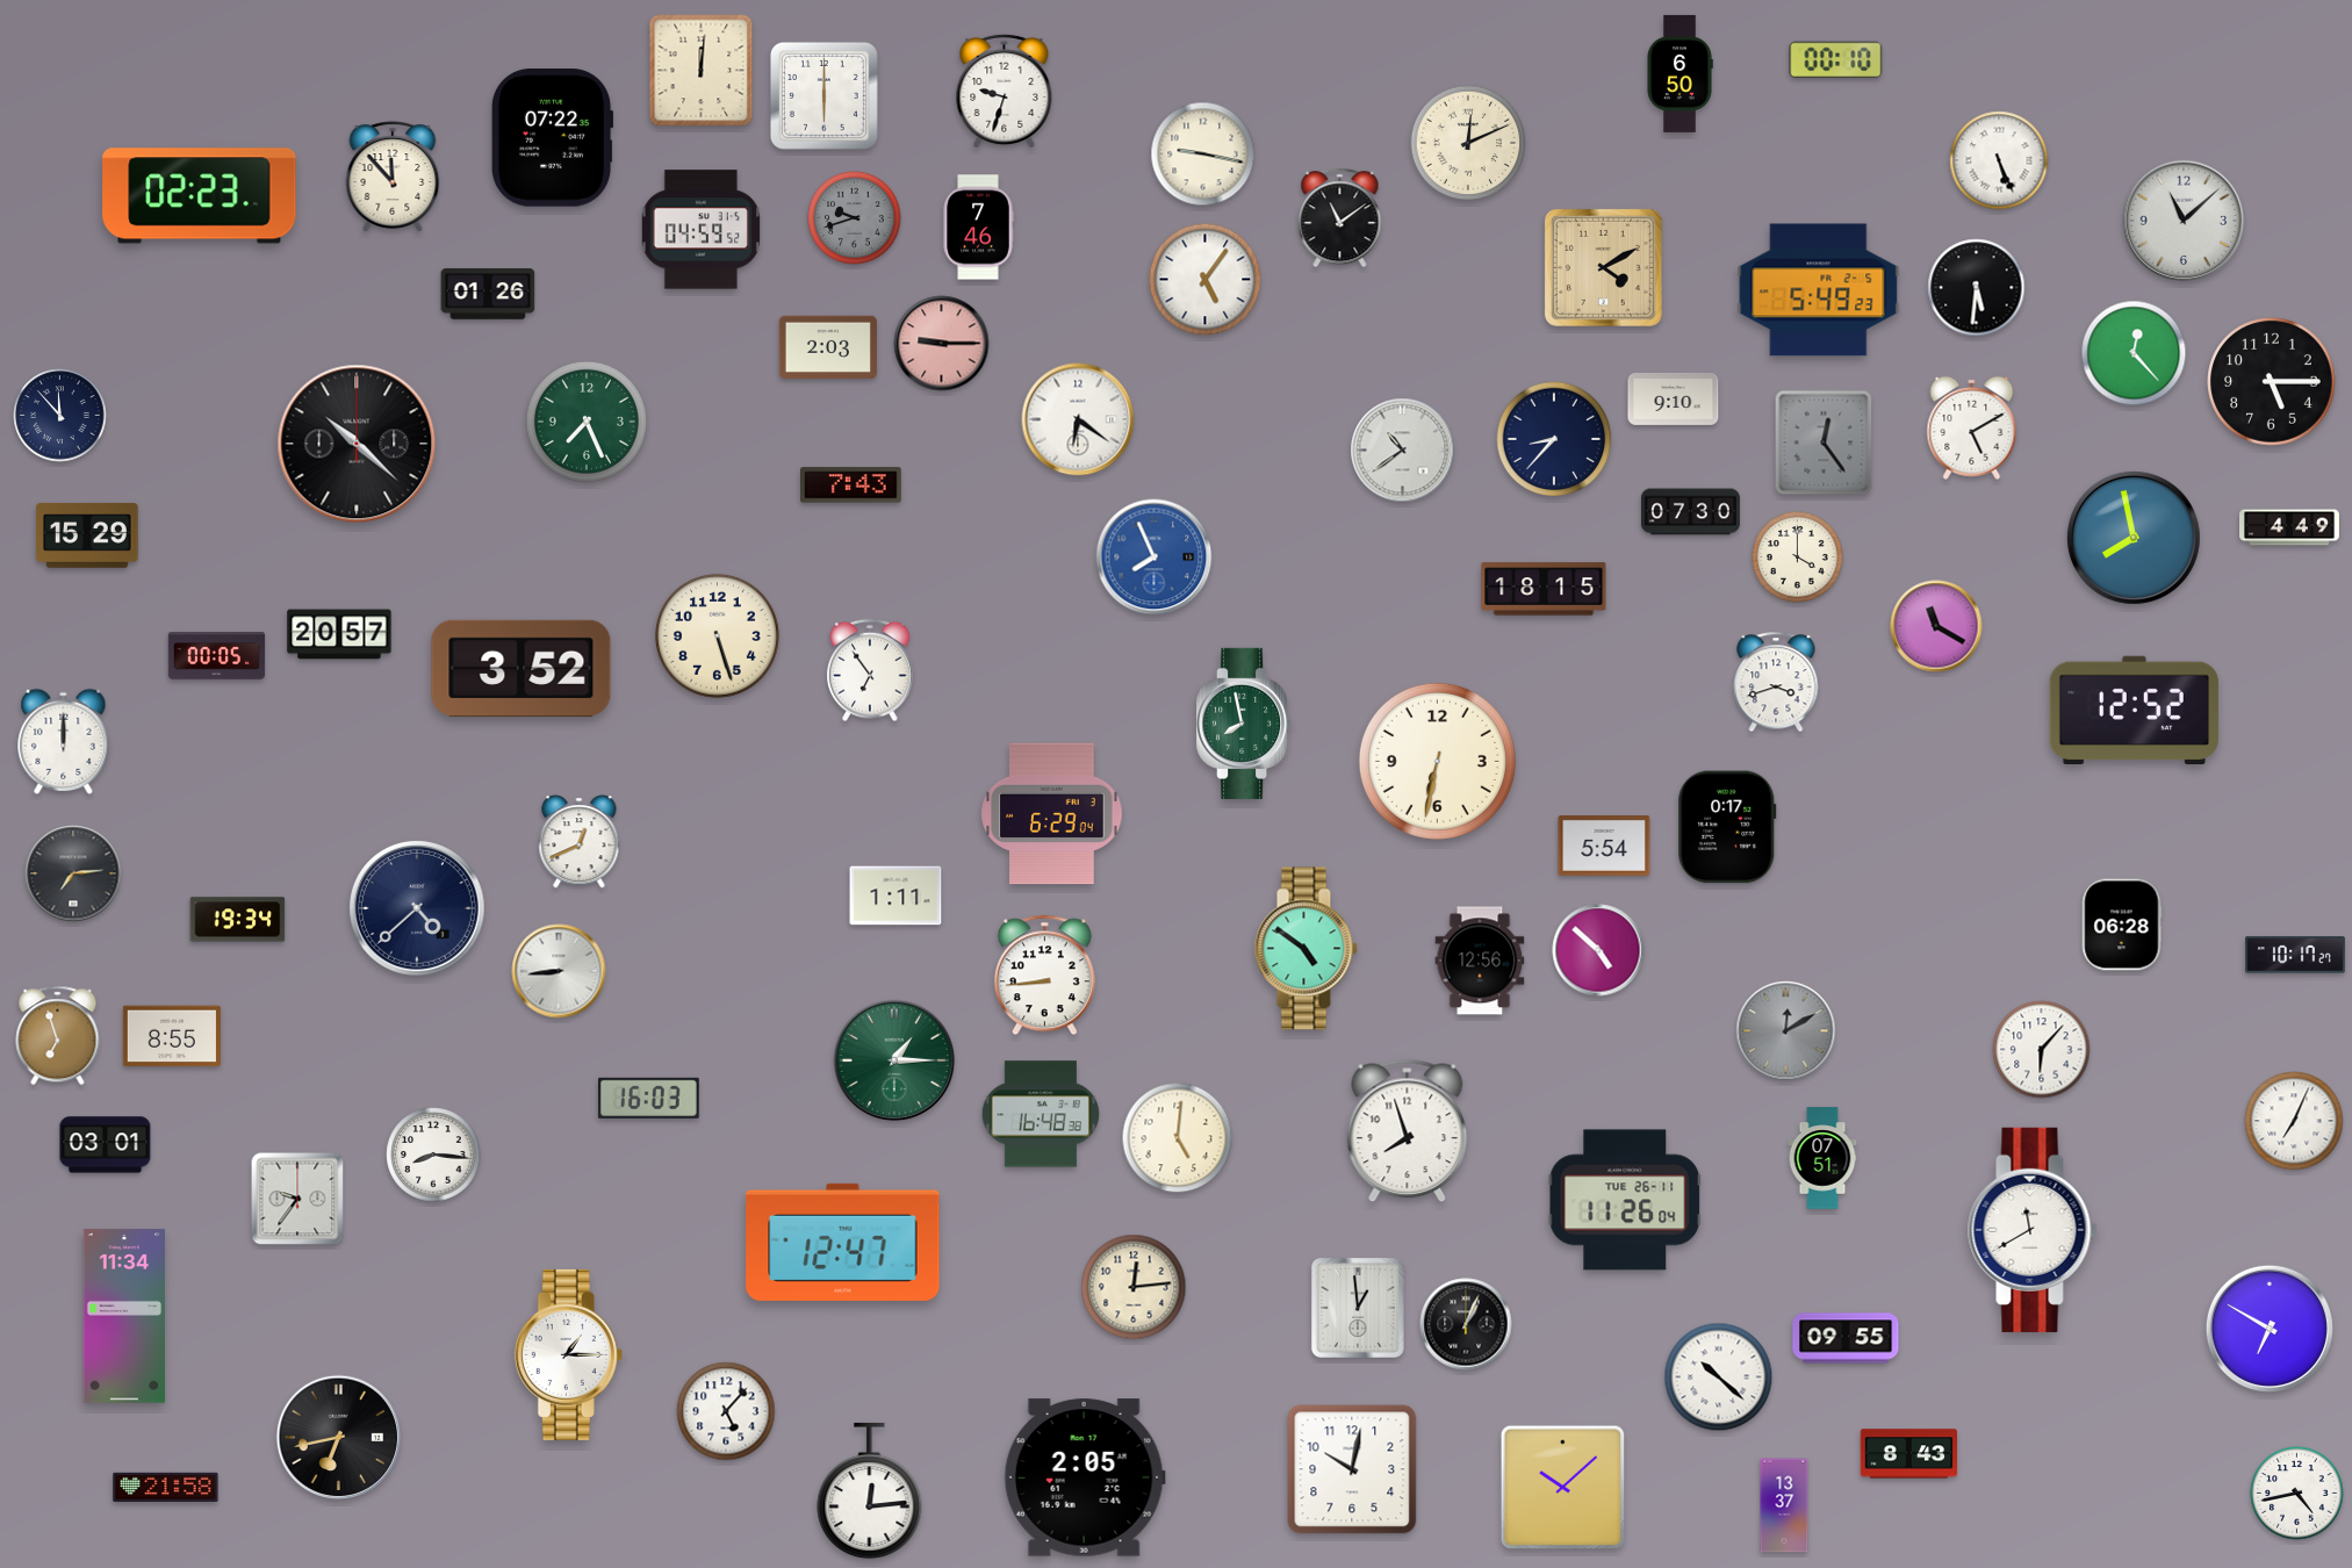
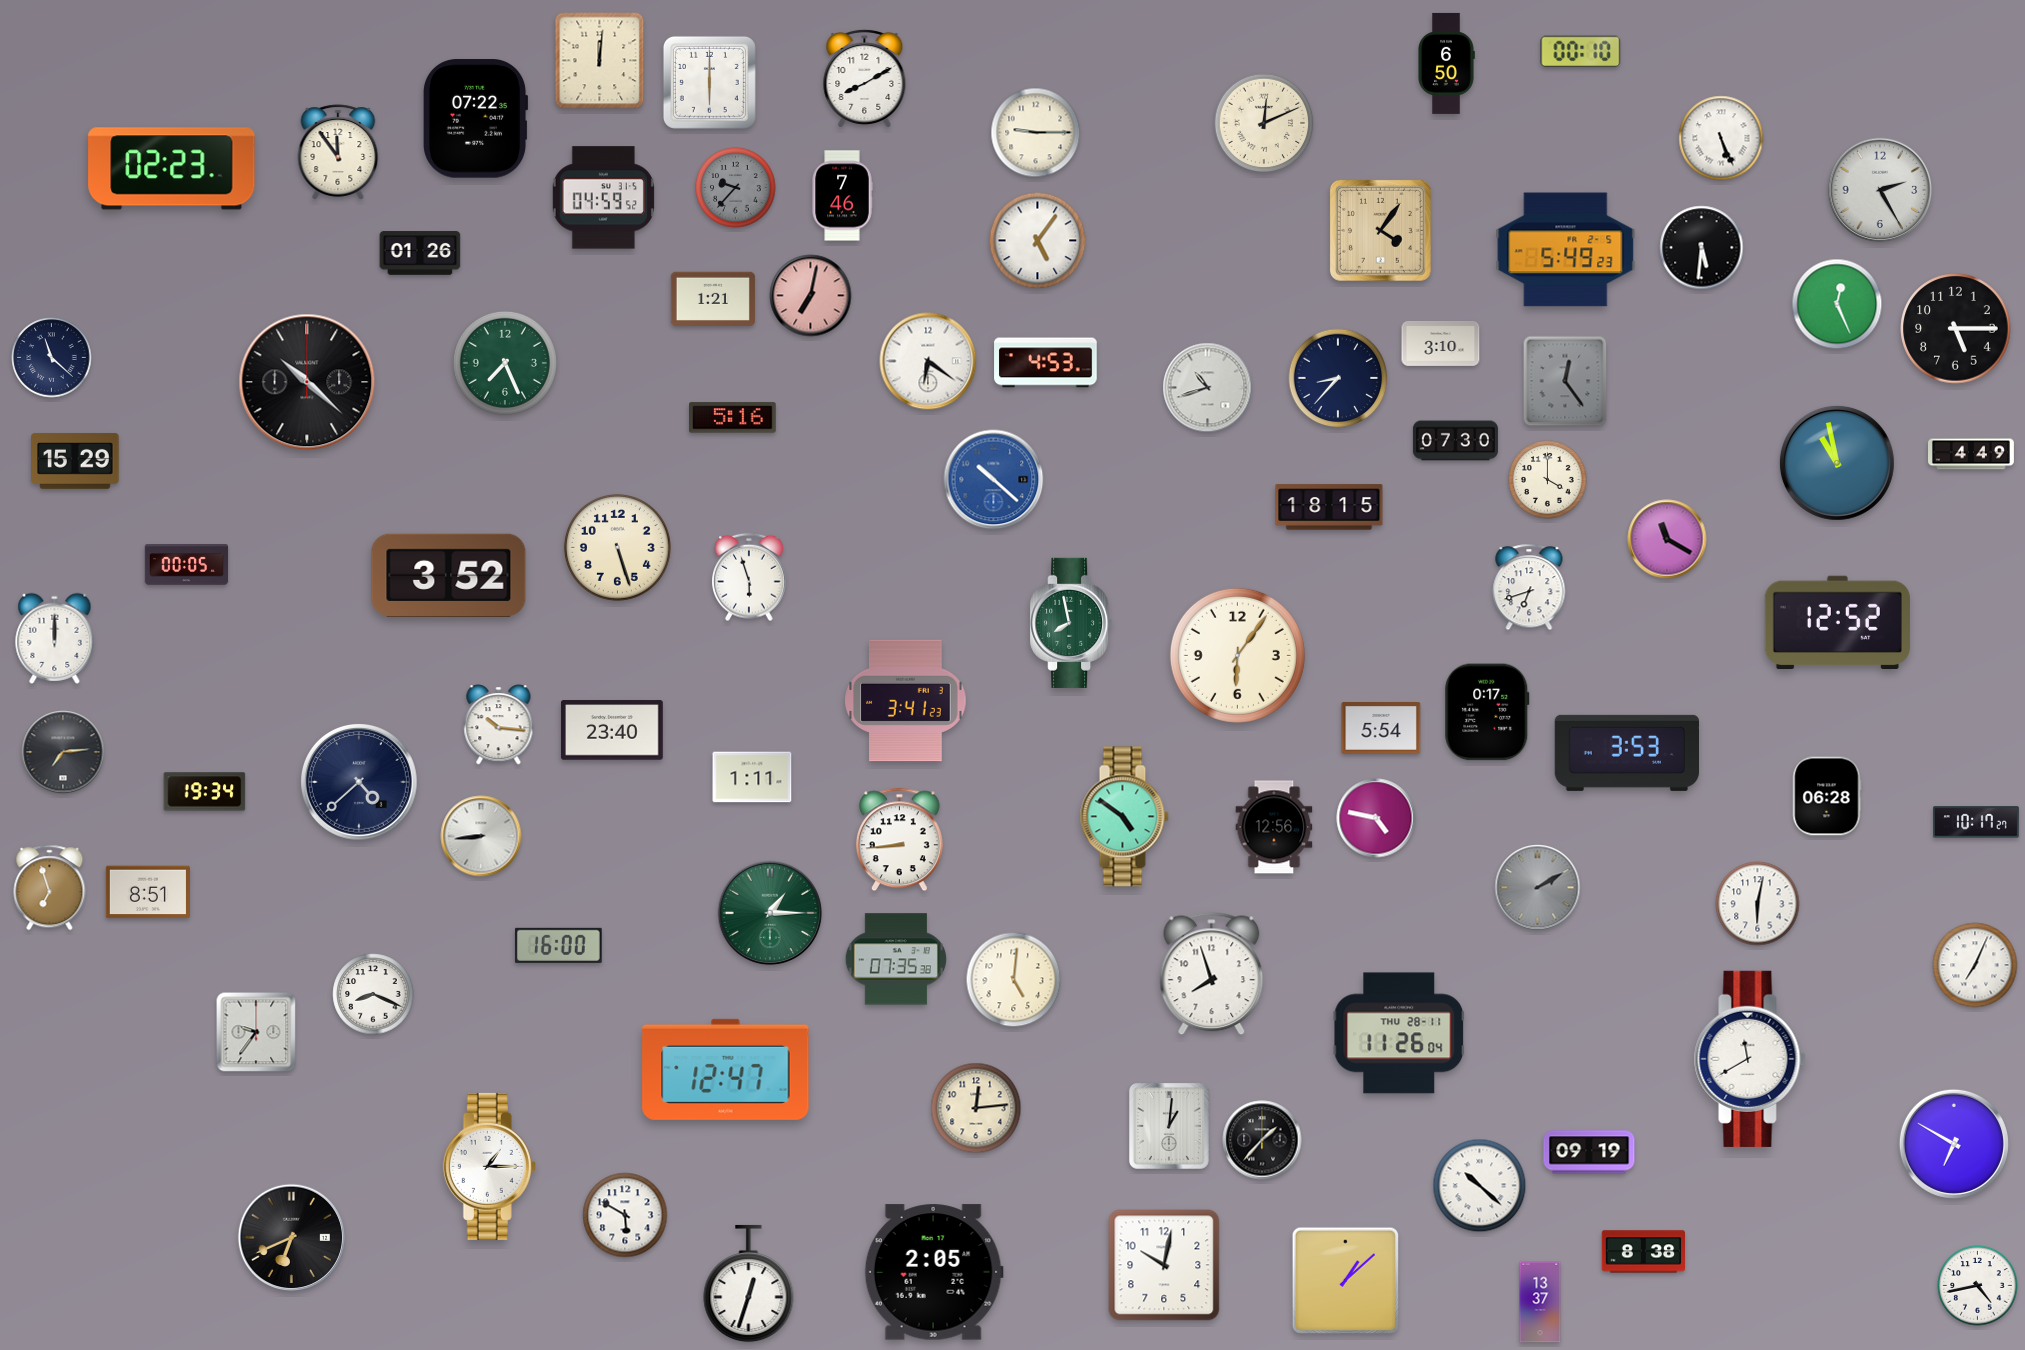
clock at (702, 71) position: (702, 71) -> (600, 61)
clock at (1005, 91): 9:33 -> 8:10
clock at (1203, 154): 9:17 -> 9:15
clock at (393, 177): 11:53 -> 11:54
clock at (855, 218): 9:42 -> 9:37
clock at (1340, 218): 11:09 -> none
clock at (2184, 221): 11:08 -> 2:25
clock at (1603, 267): 4:10 -> 4:06
clock at (942, 344): 9:15 -> 7:02
clock at (828, 346): 2:03 -> 1:21
clock at (2134, 353): 12:23 -> 12:26
clock at (1674, 398): 9:10 -> 3:10
clock at (60, 416): 11:53 -> 11:22
clock at (1046, 363): none -> 4:53
clock at (1972, 427): 5:10 -> none
clock at (1824, 443) position: (1824, 443) -> (1565, 381)
clock at (1403, 451): 10:39 -> 10:42
clock at (851, 485): 7:43 -> 5:16
clock at (2134, 538): 7:58 -> 10:58
clock at (1155, 558): 7:56 -> 10:22
clock at (339, 634): 20:57 -> none
clock at (870, 670): 6:54 -> 5:57
clock at (1776, 682): 3:42 -> 6:42
clock at (2134, 710) position: (2134, 710) -> (1837, 622)
clock at (1437, 761): 6:32 -> 6:06
clock at (1052, 814): 6:29 -> 3:41
clock at (580, 842): 12:41 -> 10:16
clock at (612, 730): none -> 23:40
clock at (1626, 753): none -> 3:53
clock at (896, 896) position: (896, 896) -> (752, 777)
clock at (1598, 950): 4:52 -> 4:47
clock at (1786, 1031): 12:10 -> 2:10
clock at (58, 1036) position: (58, 1036) -> (50, 888)
clock at (172, 1036): 8:55 -> 8:51
clock at (2042, 1050): 6:07 -> 6:02
clock at (649, 1098): 16:03 -> 16:00
clock at (1041, 1114): 16:48 -> 07:35
clock at (106, 1145): 03:01 -> none
clock at (433, 1155): 8:16 -> 8:19
clock at (1822, 1158): 07:51 -> none
clock at (1625, 1200) date: TUE 26-11 -> THU 28-11
clock at (1358, 1309): 12:59 -> 1:01
clock at (123, 1316): 11:34 -> none
clock at (1466, 1324): 1:04 -> 1:37
clock at (1846, 1338): 09:55 -> 09:19
clock at (726, 1411): 5:07 -> 5:50
clock at (338, 1437): 6:43 -> 6:41
clock at (1909, 1454): 8:43 -> 8:38
clock at (166, 1487): 21:58 -> none
clock at (1563, 1488): 10:08 -> 1:08
clock at (870, 1491): 12:14 -> 12:33
clock at (1784, 1505) position: (1784, 1505) -> (1540, 1302)
